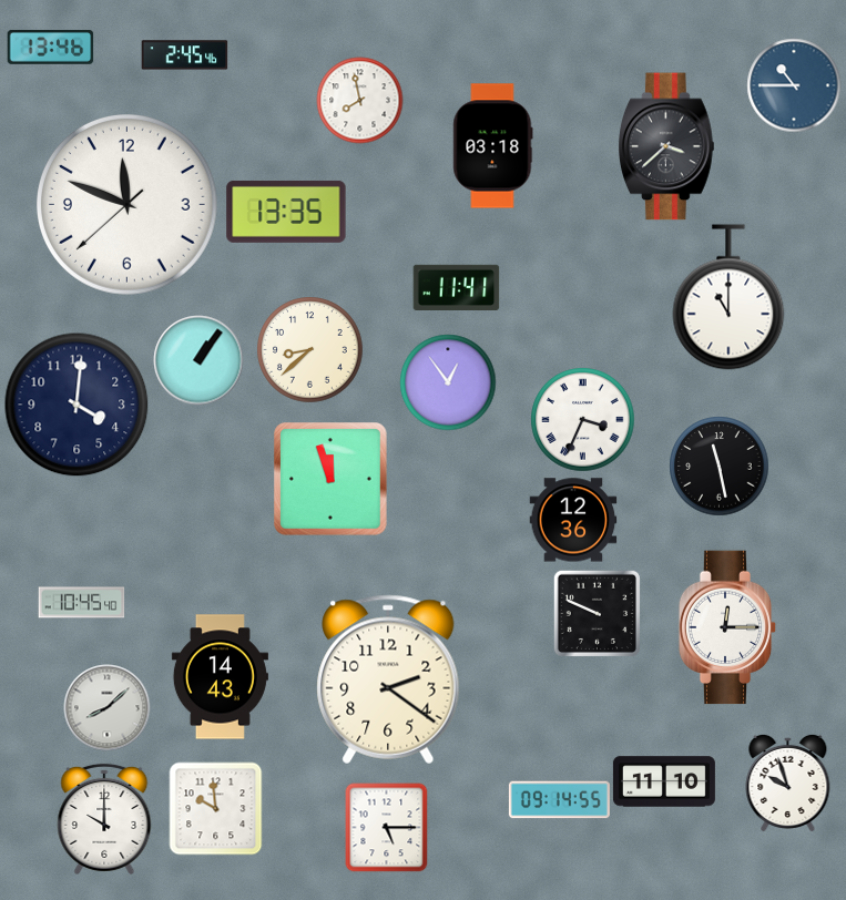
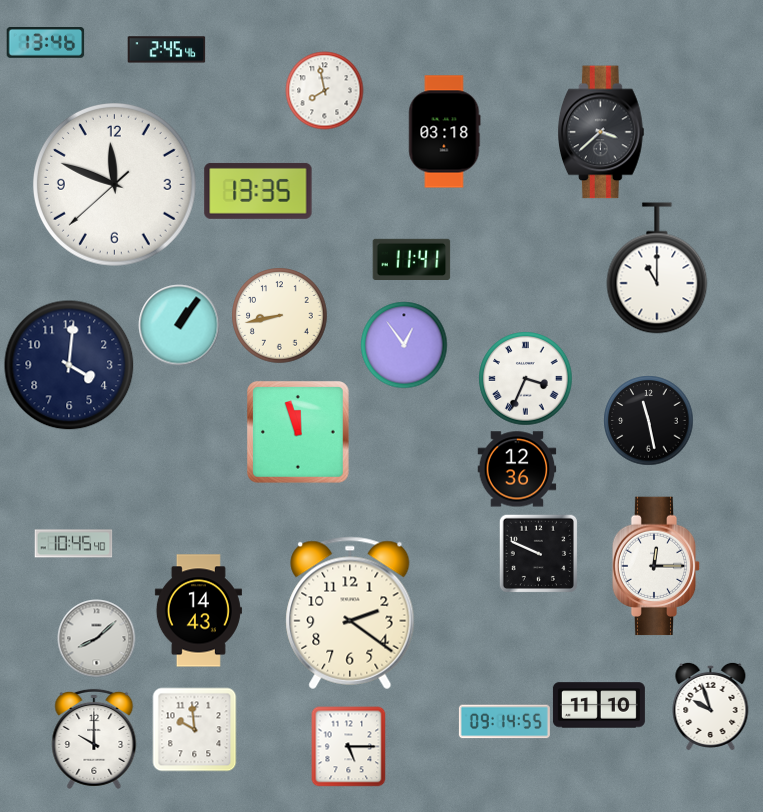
clock at (794, 85): 10:45 -> none
clock at (309, 349): 8:38 -> 8:43
